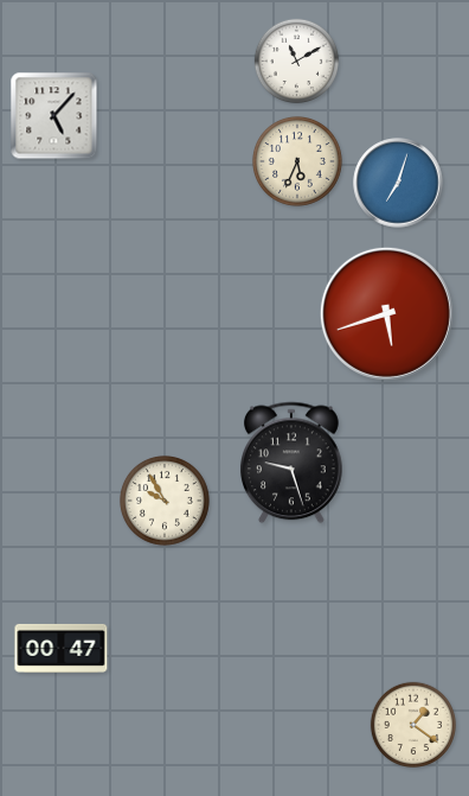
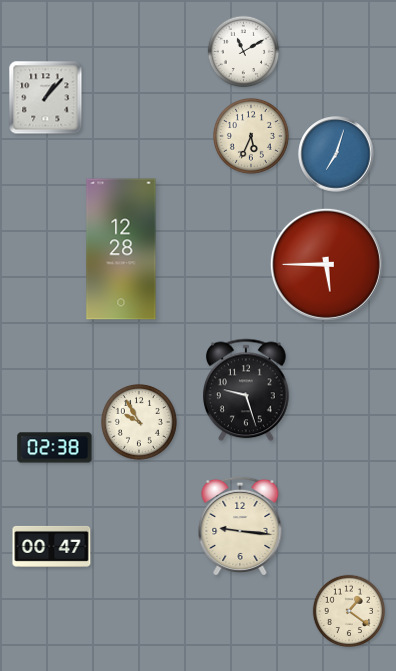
clock at (297, 62) position: (297, 62) -> (244, 52)
clock at (54, 116): 5:07 -> 1:07
clock at (121, 249): none -> 12:28
clock at (386, 313): 5:42 -> 5:45
clock at (55, 448): none -> 02:38
clock at (240, 525): none -> 9:16
